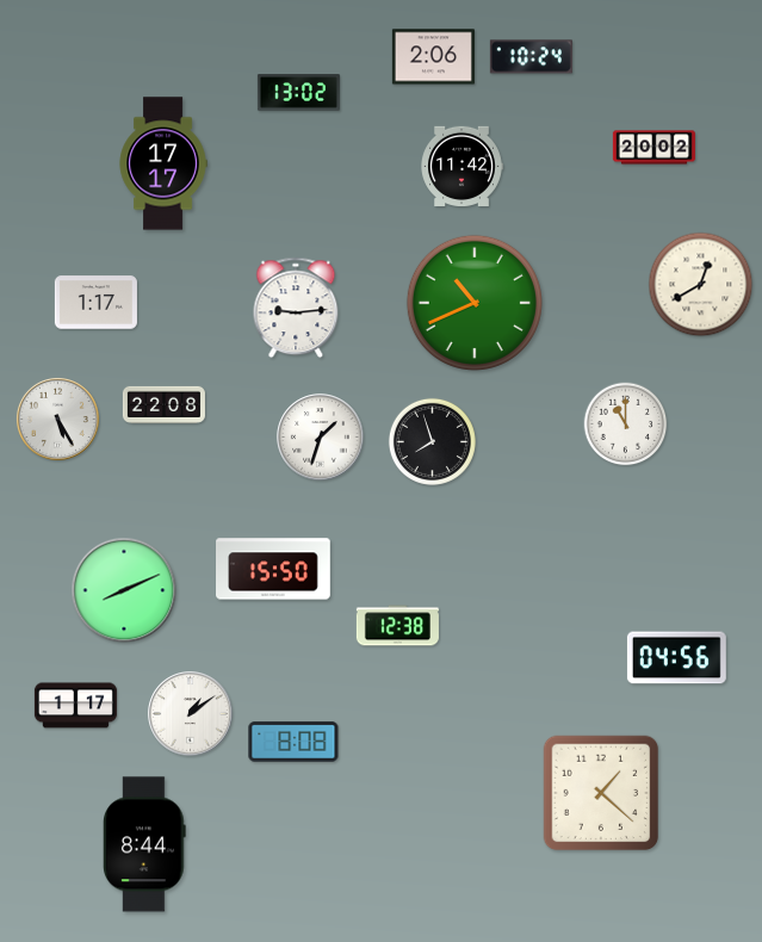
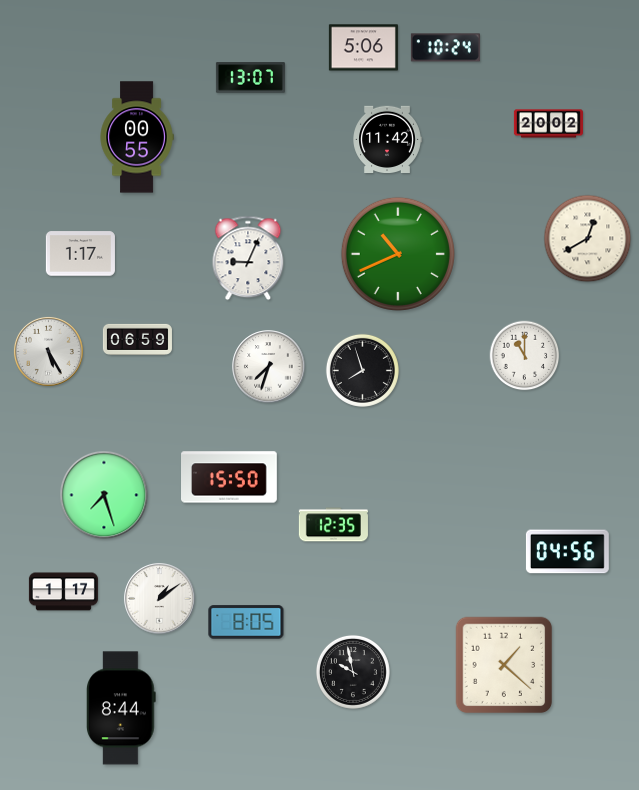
clock at (433, 57): 2:06 -> 5:06
clock at (298, 93): 13:02 -> 13:07
clock at (163, 163): 17:17 -> 00:55
clock at (296, 308): 9:14 -> 9:04
clock at (163, 404): 22:08 -> 06:59
clock at (321, 438): 1:33 -> 7:33
clock at (124, 590): 8:11 -> 7:27
clock at (397, 626): 12:38 -> 12:35
clock at (293, 742): 8:08 -> 8:05
clock at (353, 672): none -> 9:58
